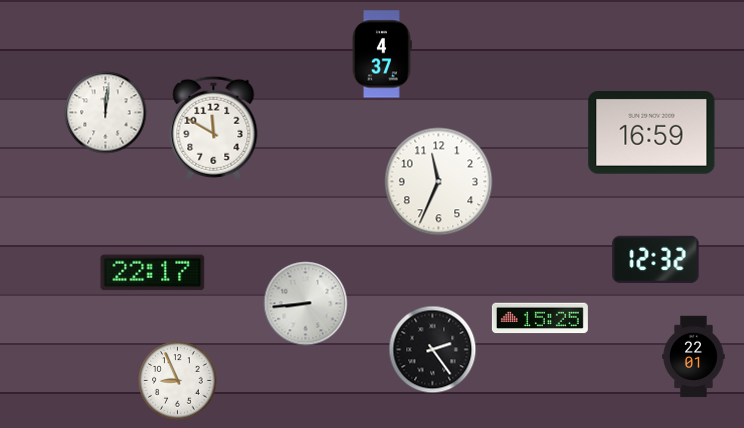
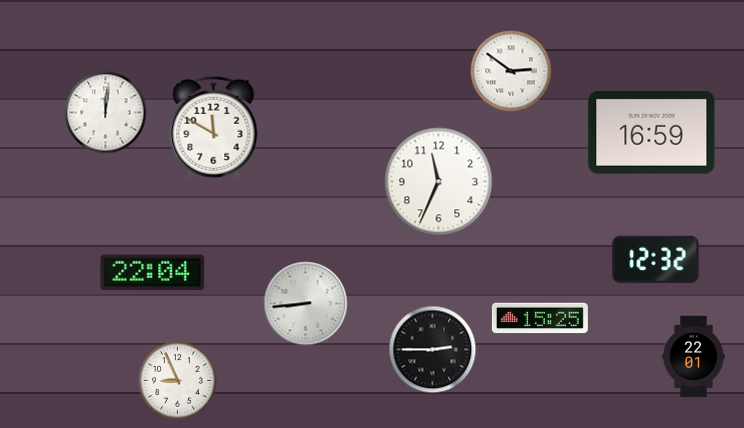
clock at (382, 54): 4:37 -> none
clock at (511, 71): none -> 2:51
clock at (153, 273): 22:17 -> 22:04
clock at (433, 350): 2:24 -> 2:45
